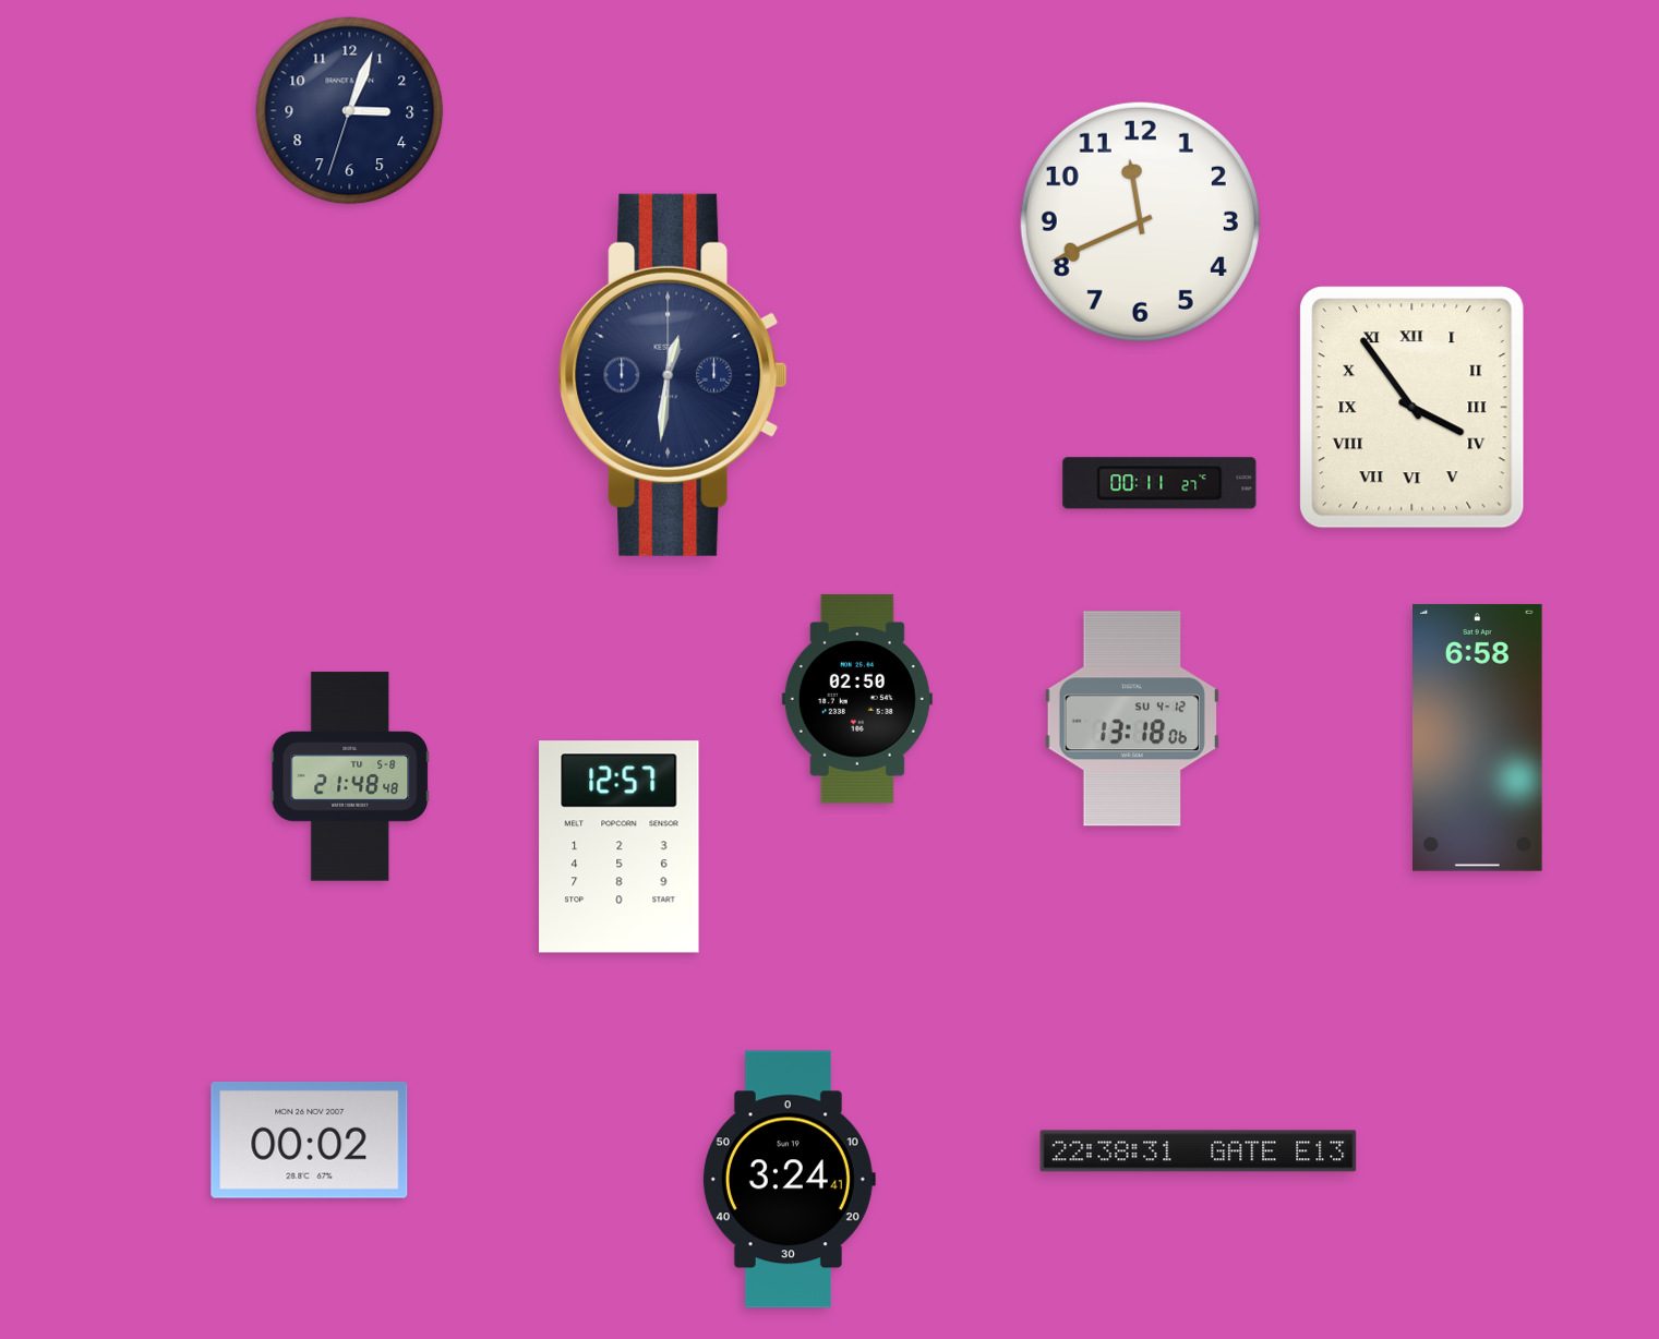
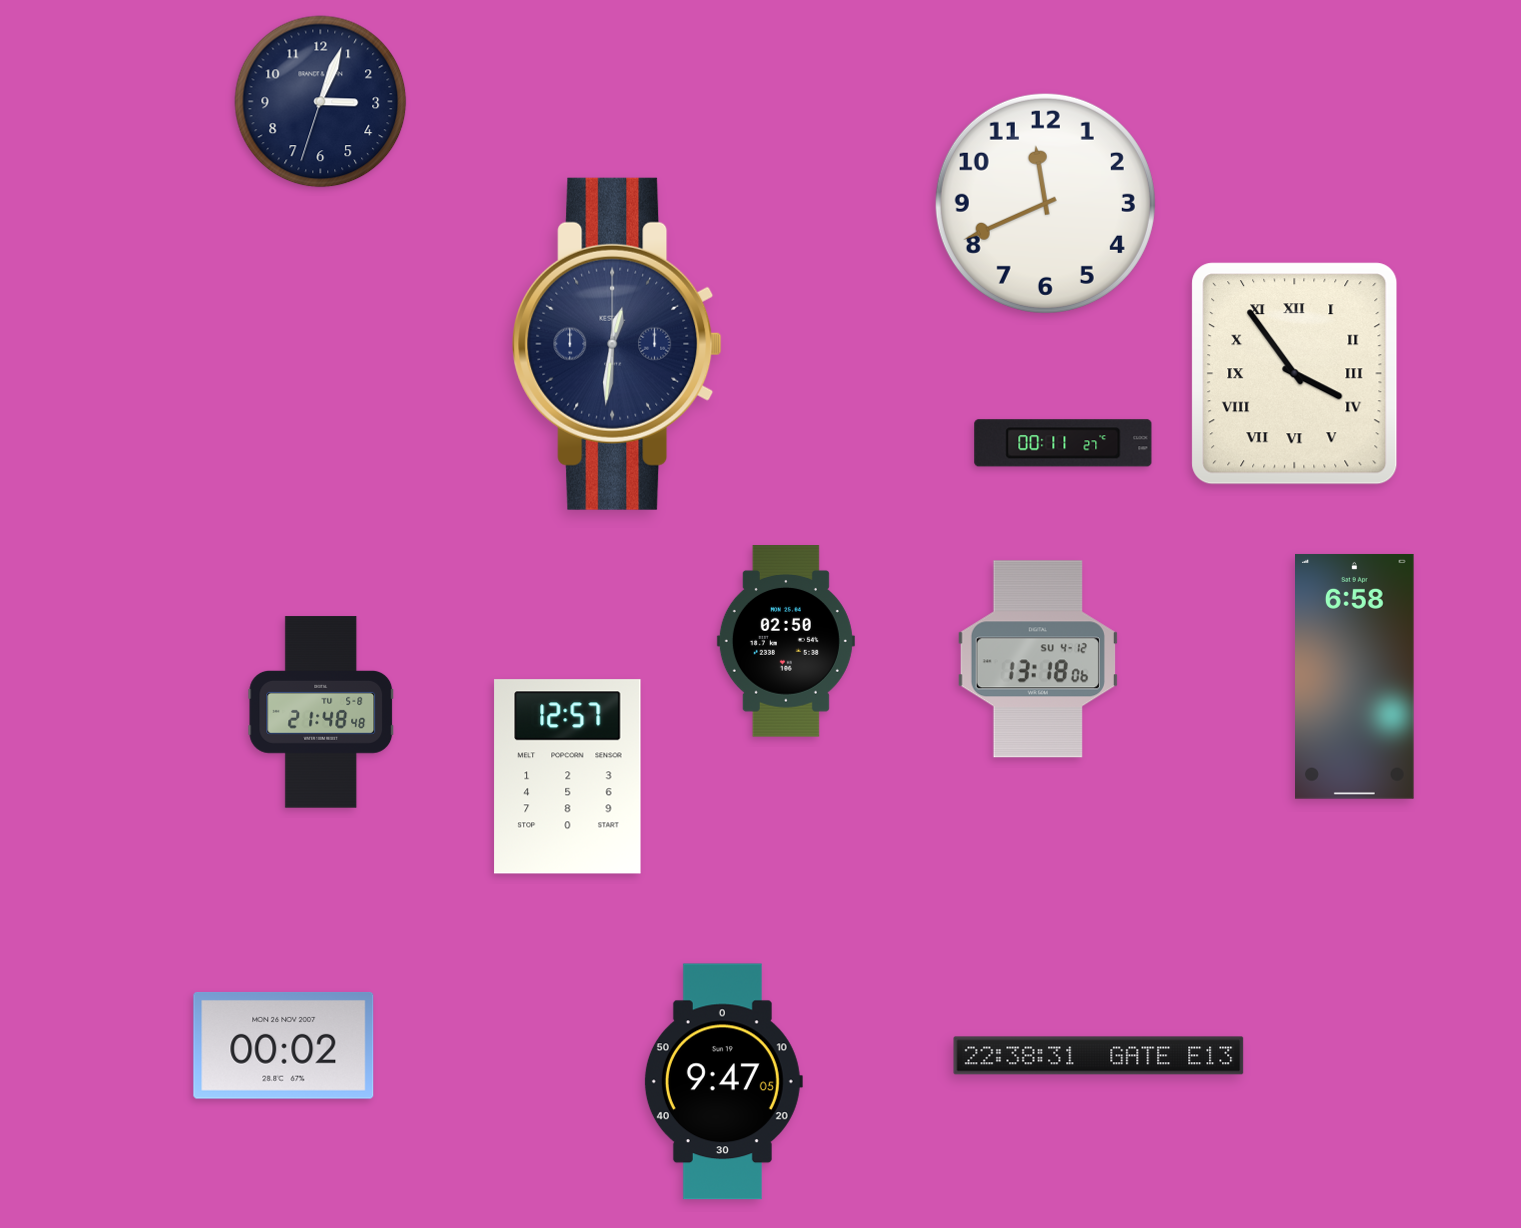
clock at (789, 1180): 3:24 -> 9:47
